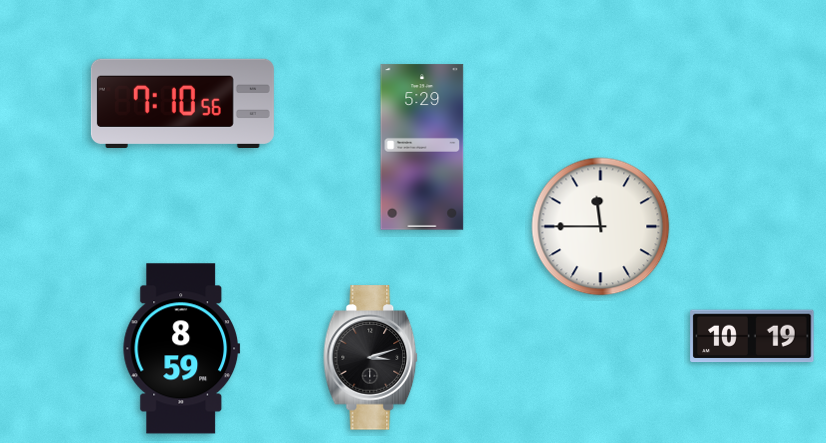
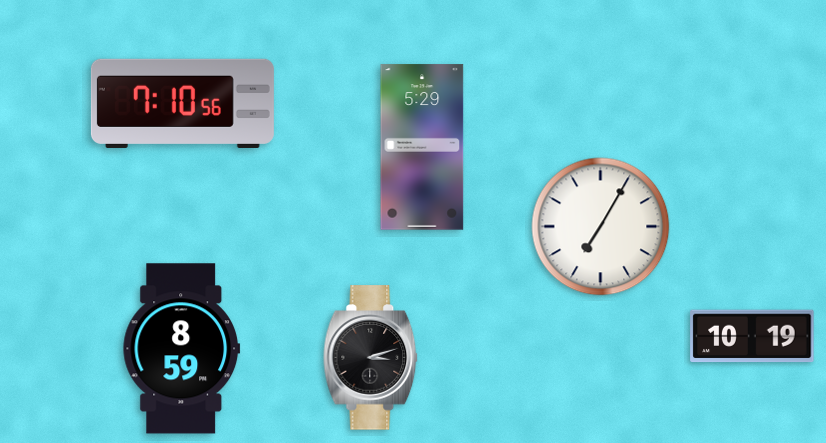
clock at (601, 227): 11:45 -> 7:05
